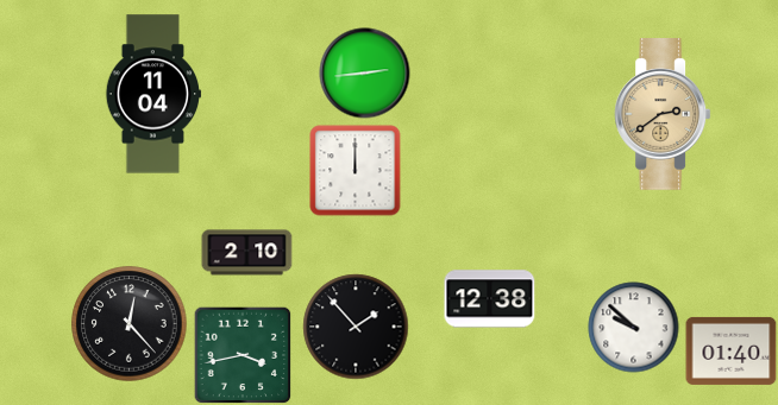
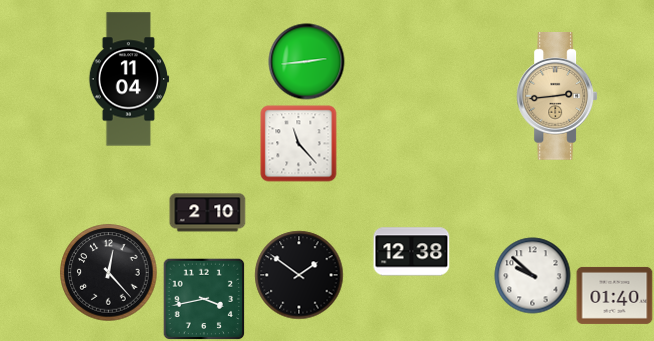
clock at (663, 115): 2:39 -> 2:44
clock at (356, 171): 12:00 -> 11:23
clock at (356, 327): 1:53 -> 1:51
